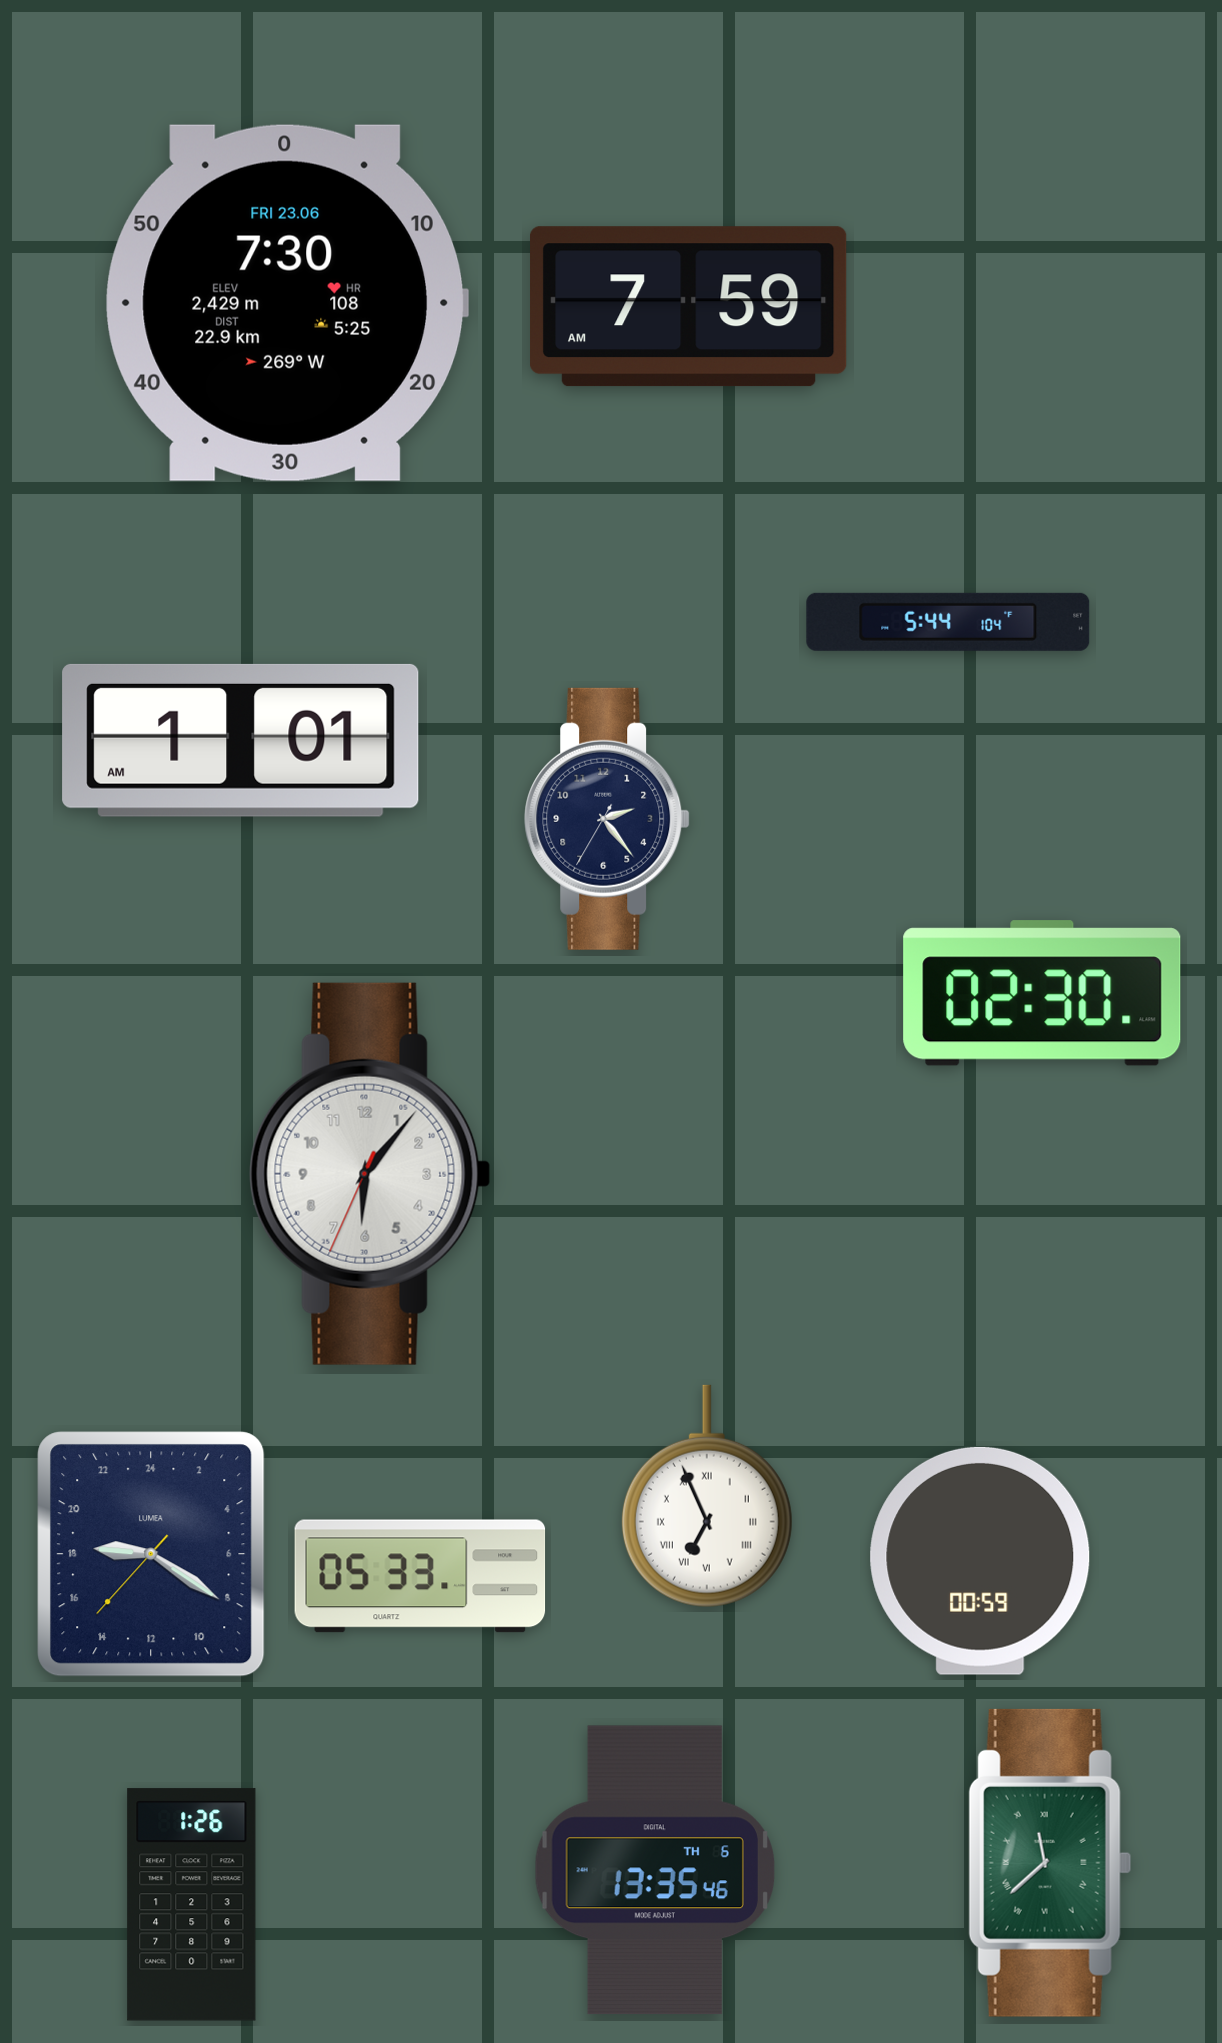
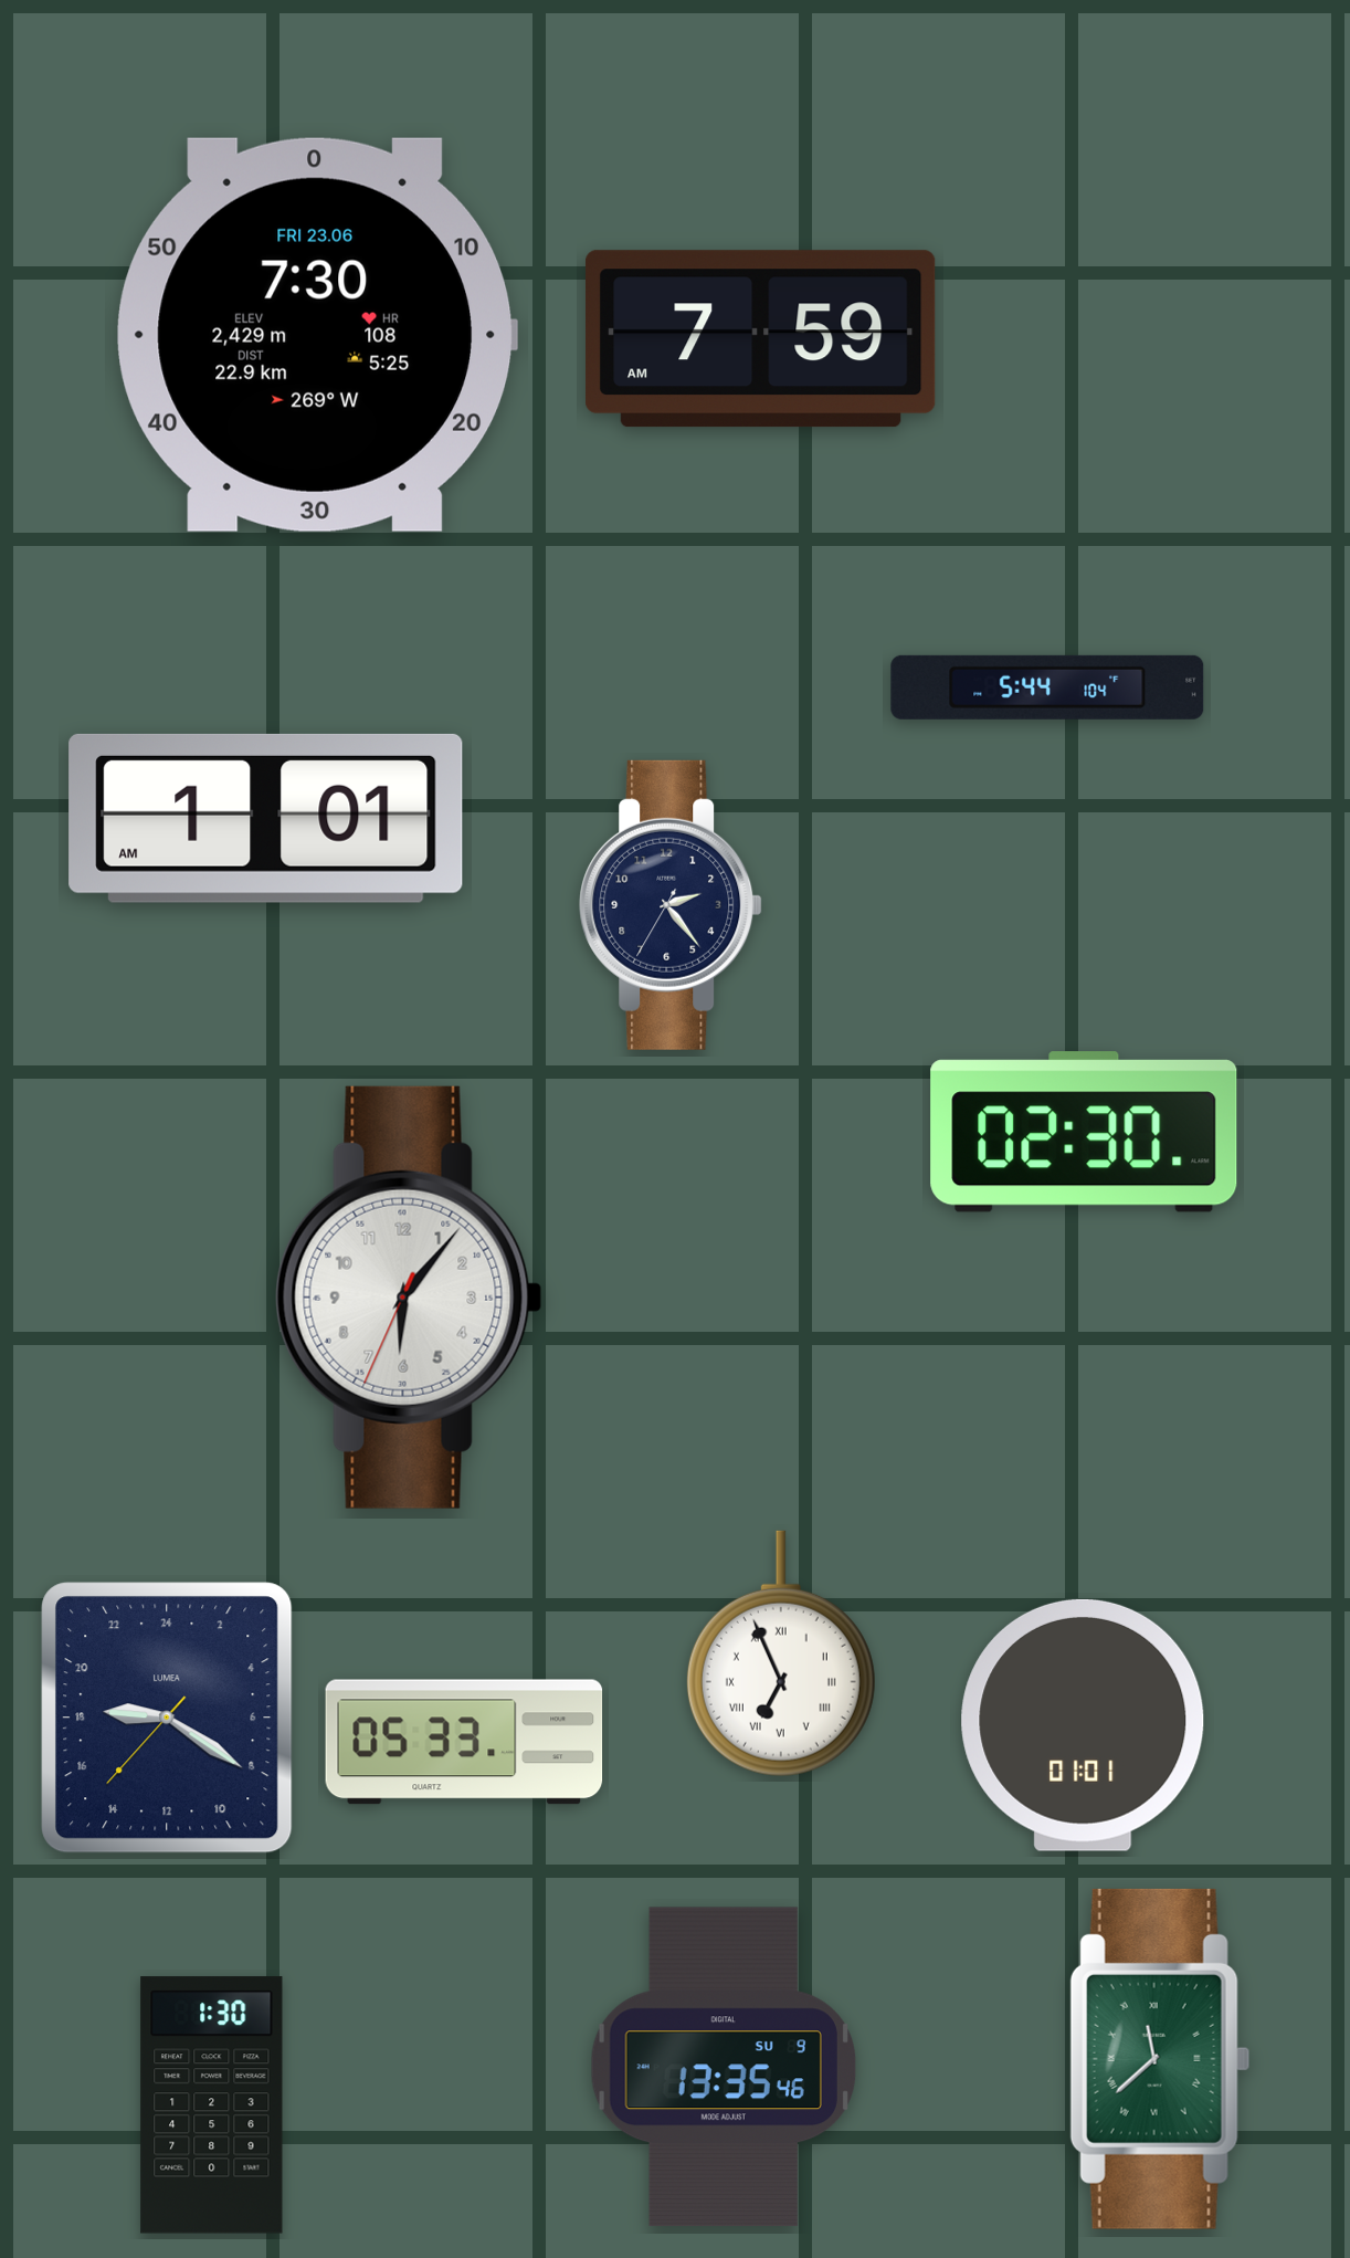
clock at (1042, 993) position: (1042, 993) -> (1084, 1132)
clock at (980, 1561): 00:59 -> 01:01
clock at (654, 1870) date: TH 6 -> SU 9
clock at (192, 1905): 1:26 -> 1:30
